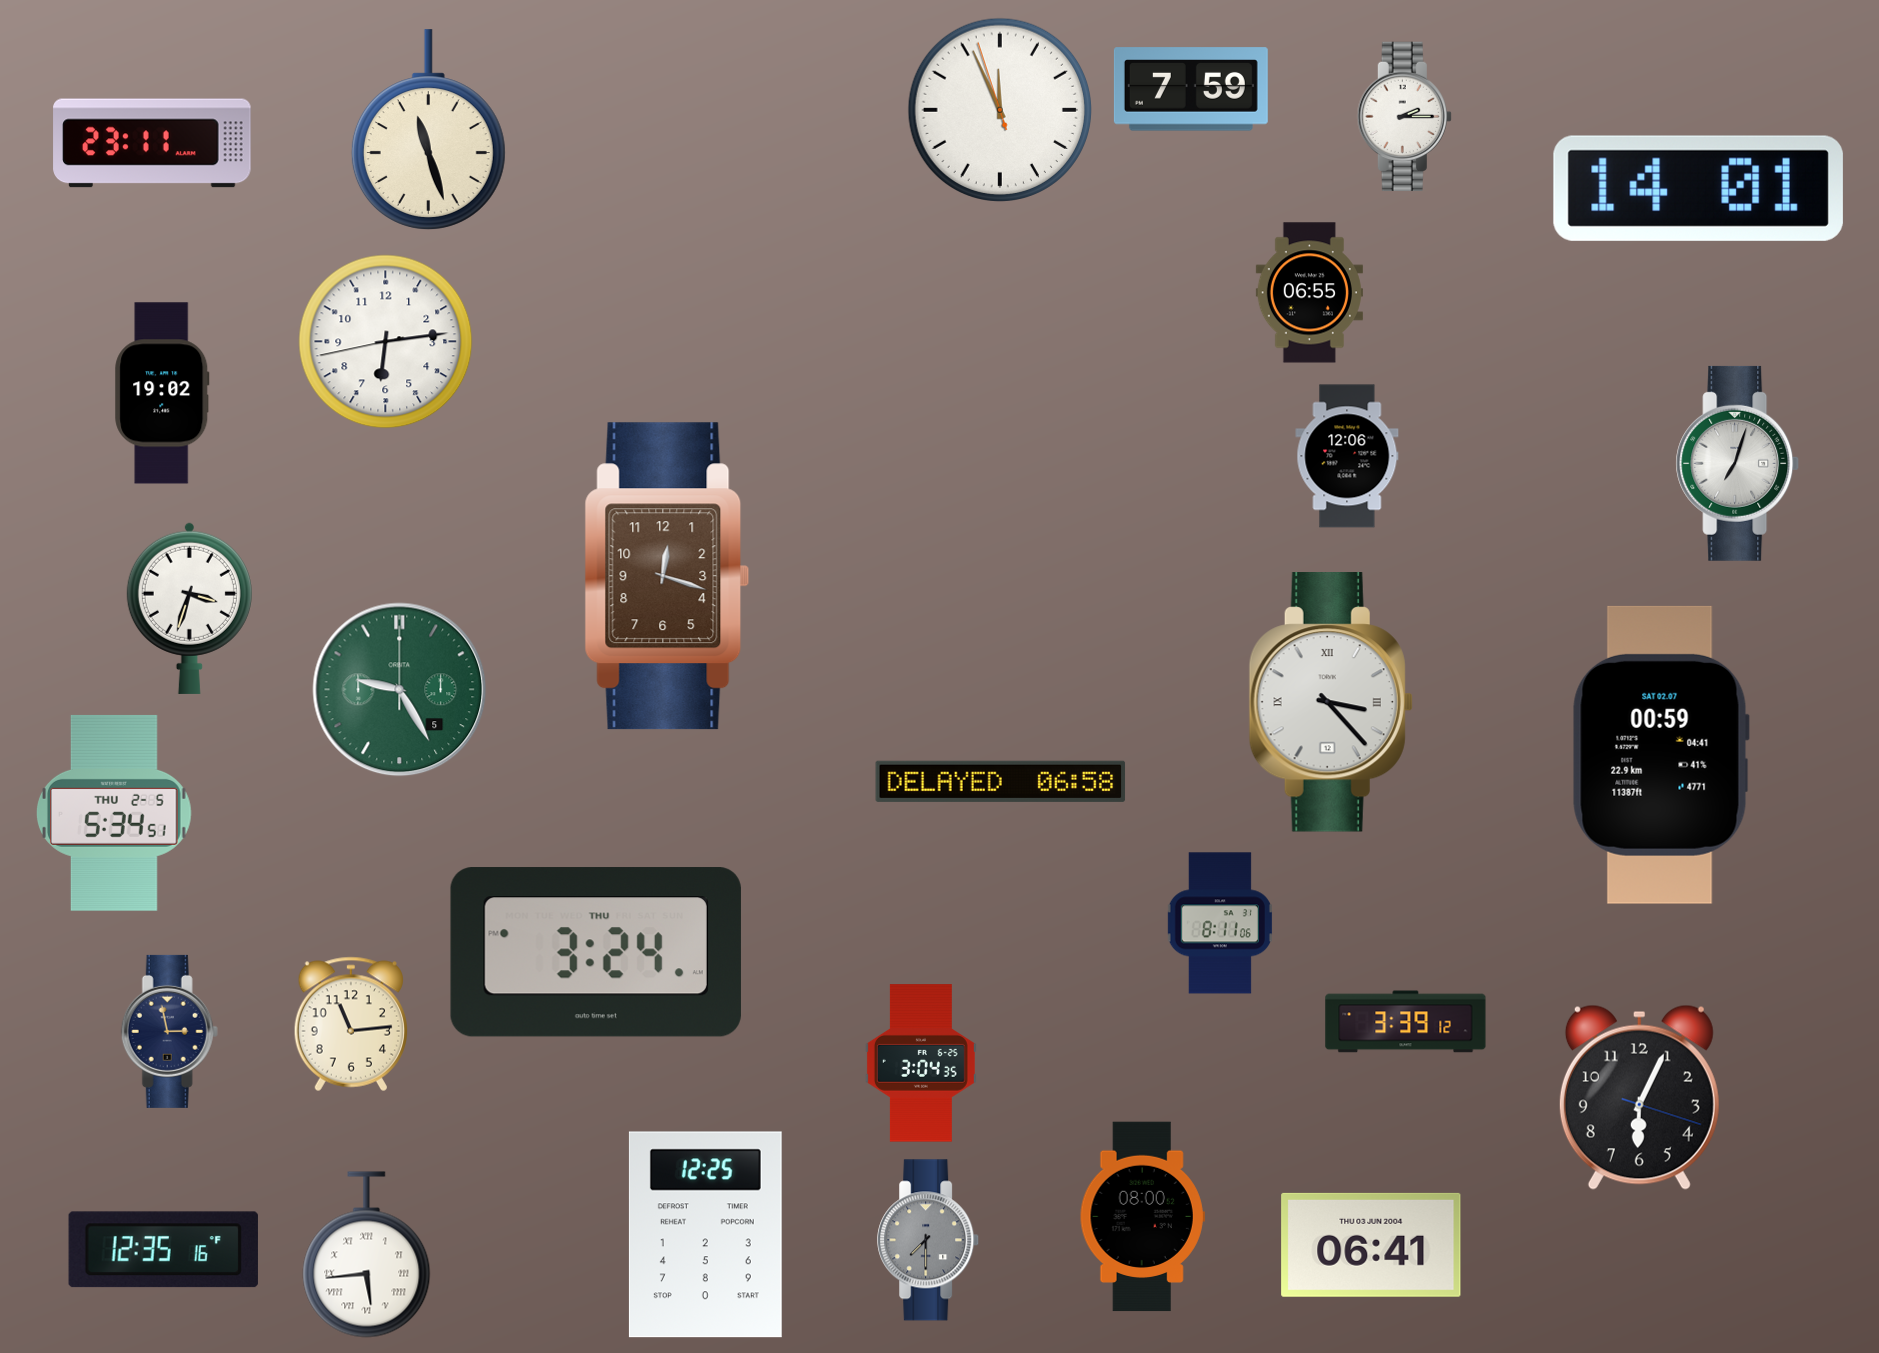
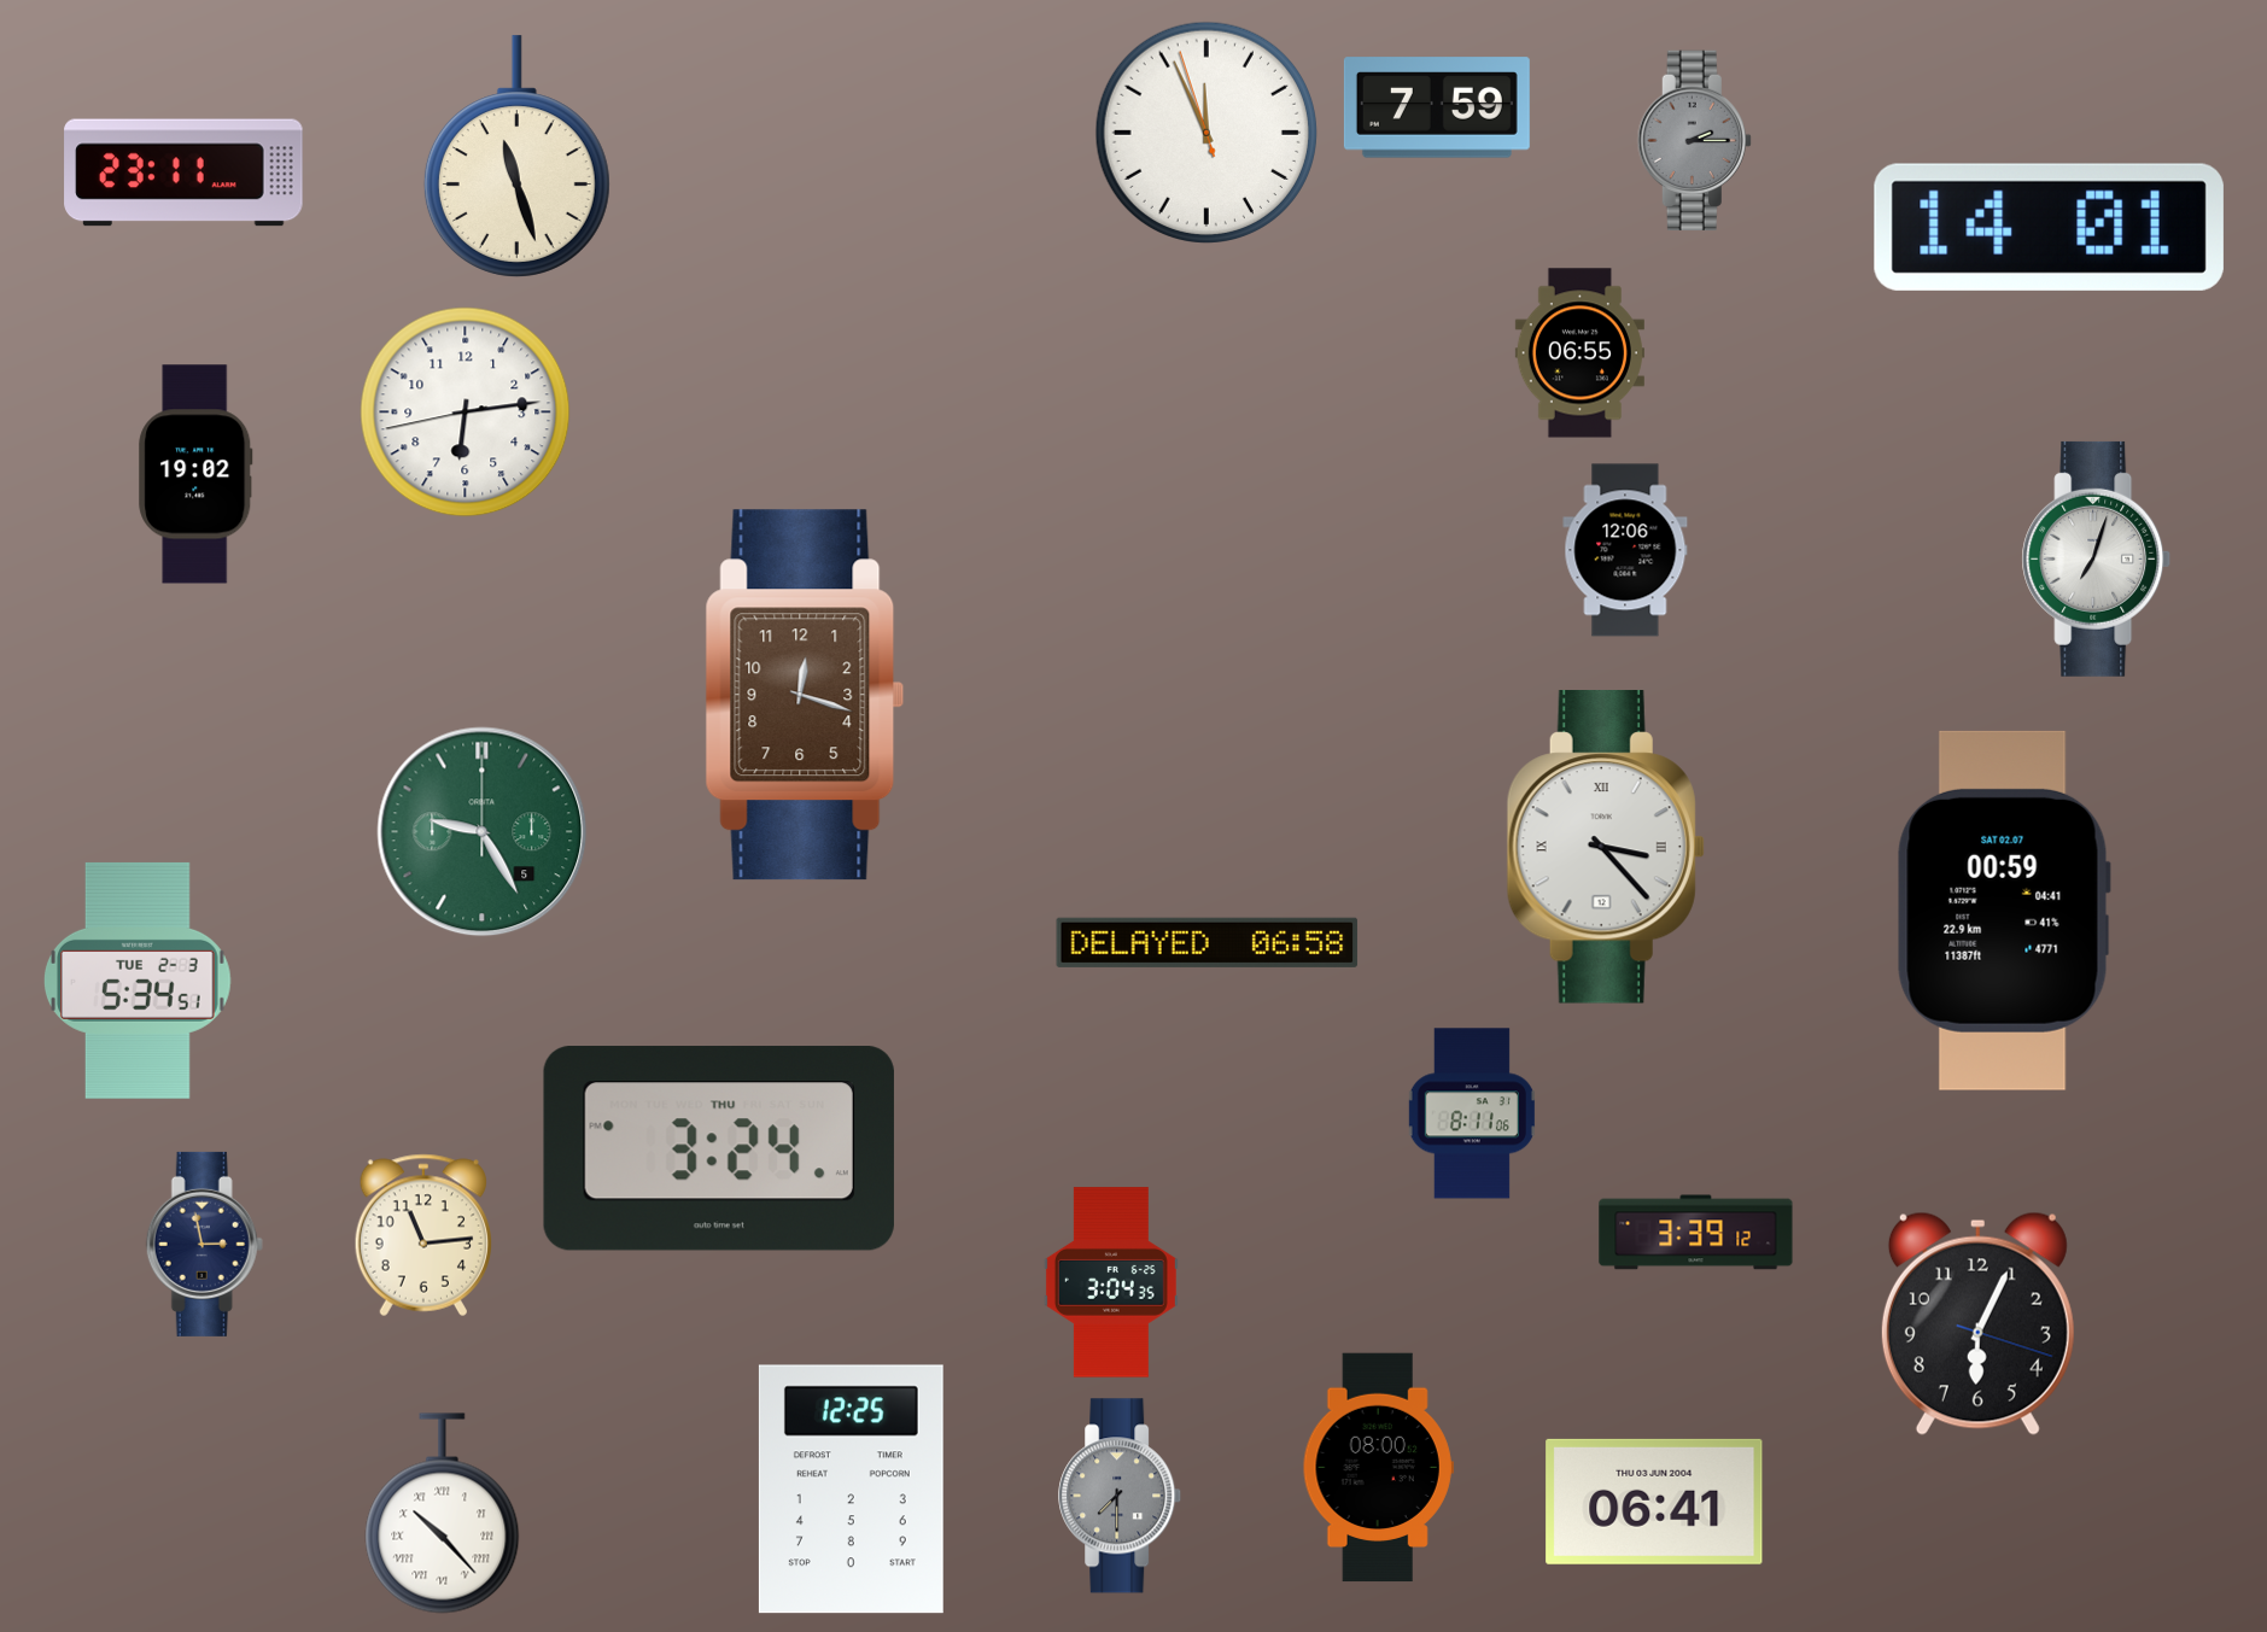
clock at (1404, 116) dial: white -> grey
clock at (189, 608): 3:33 -> none
clock at (114, 813) date: THU 2-5 -> TUE 2-3
clock at (163, 1250): 12:35 -> none
clock at (367, 1255): 5:44 -> 10:23
